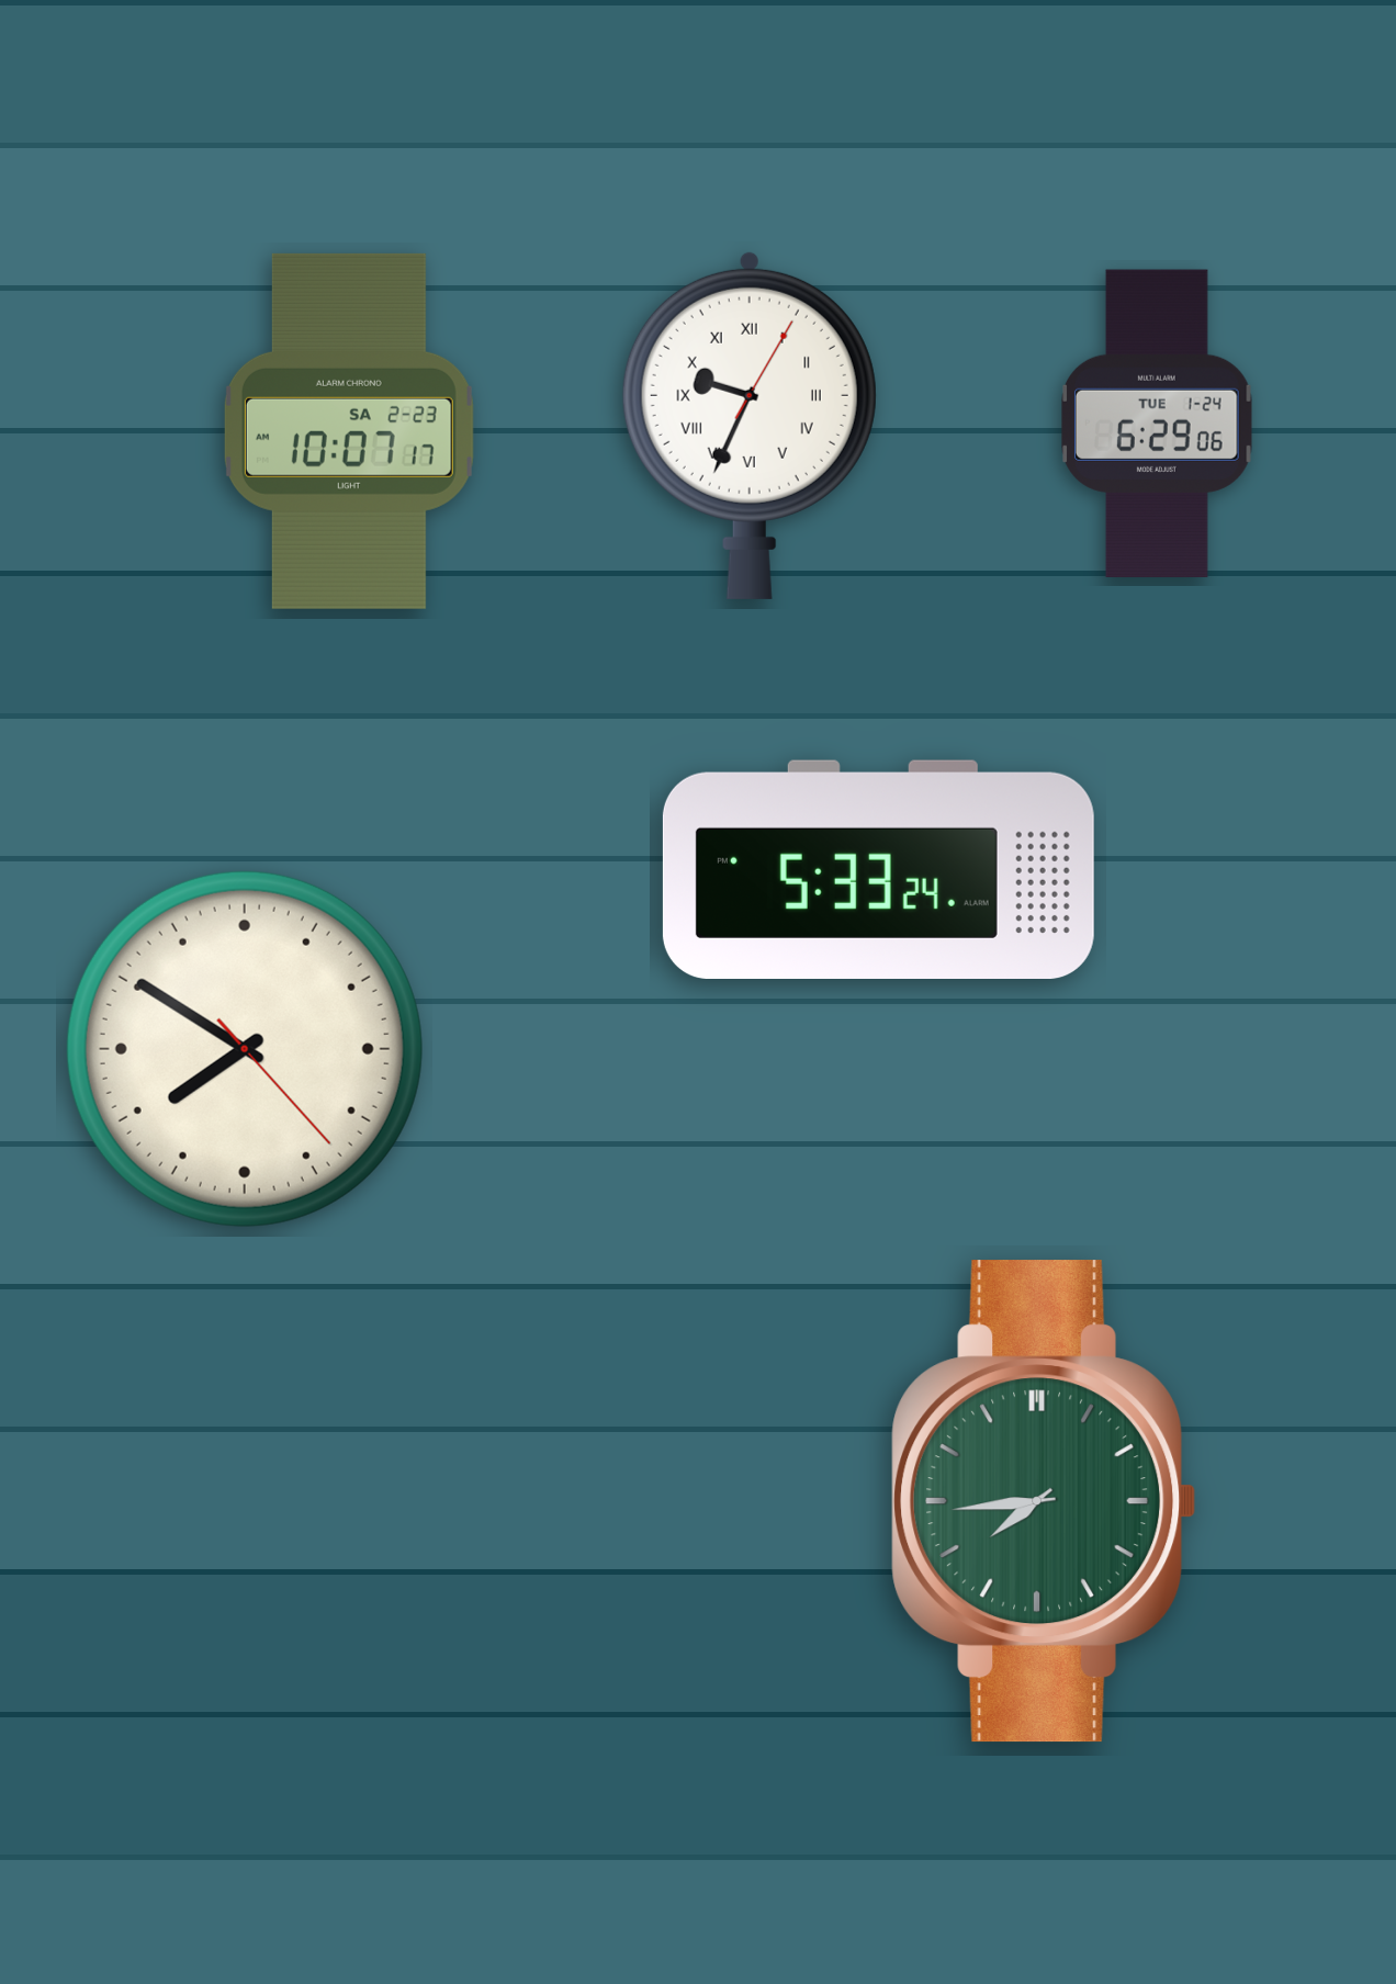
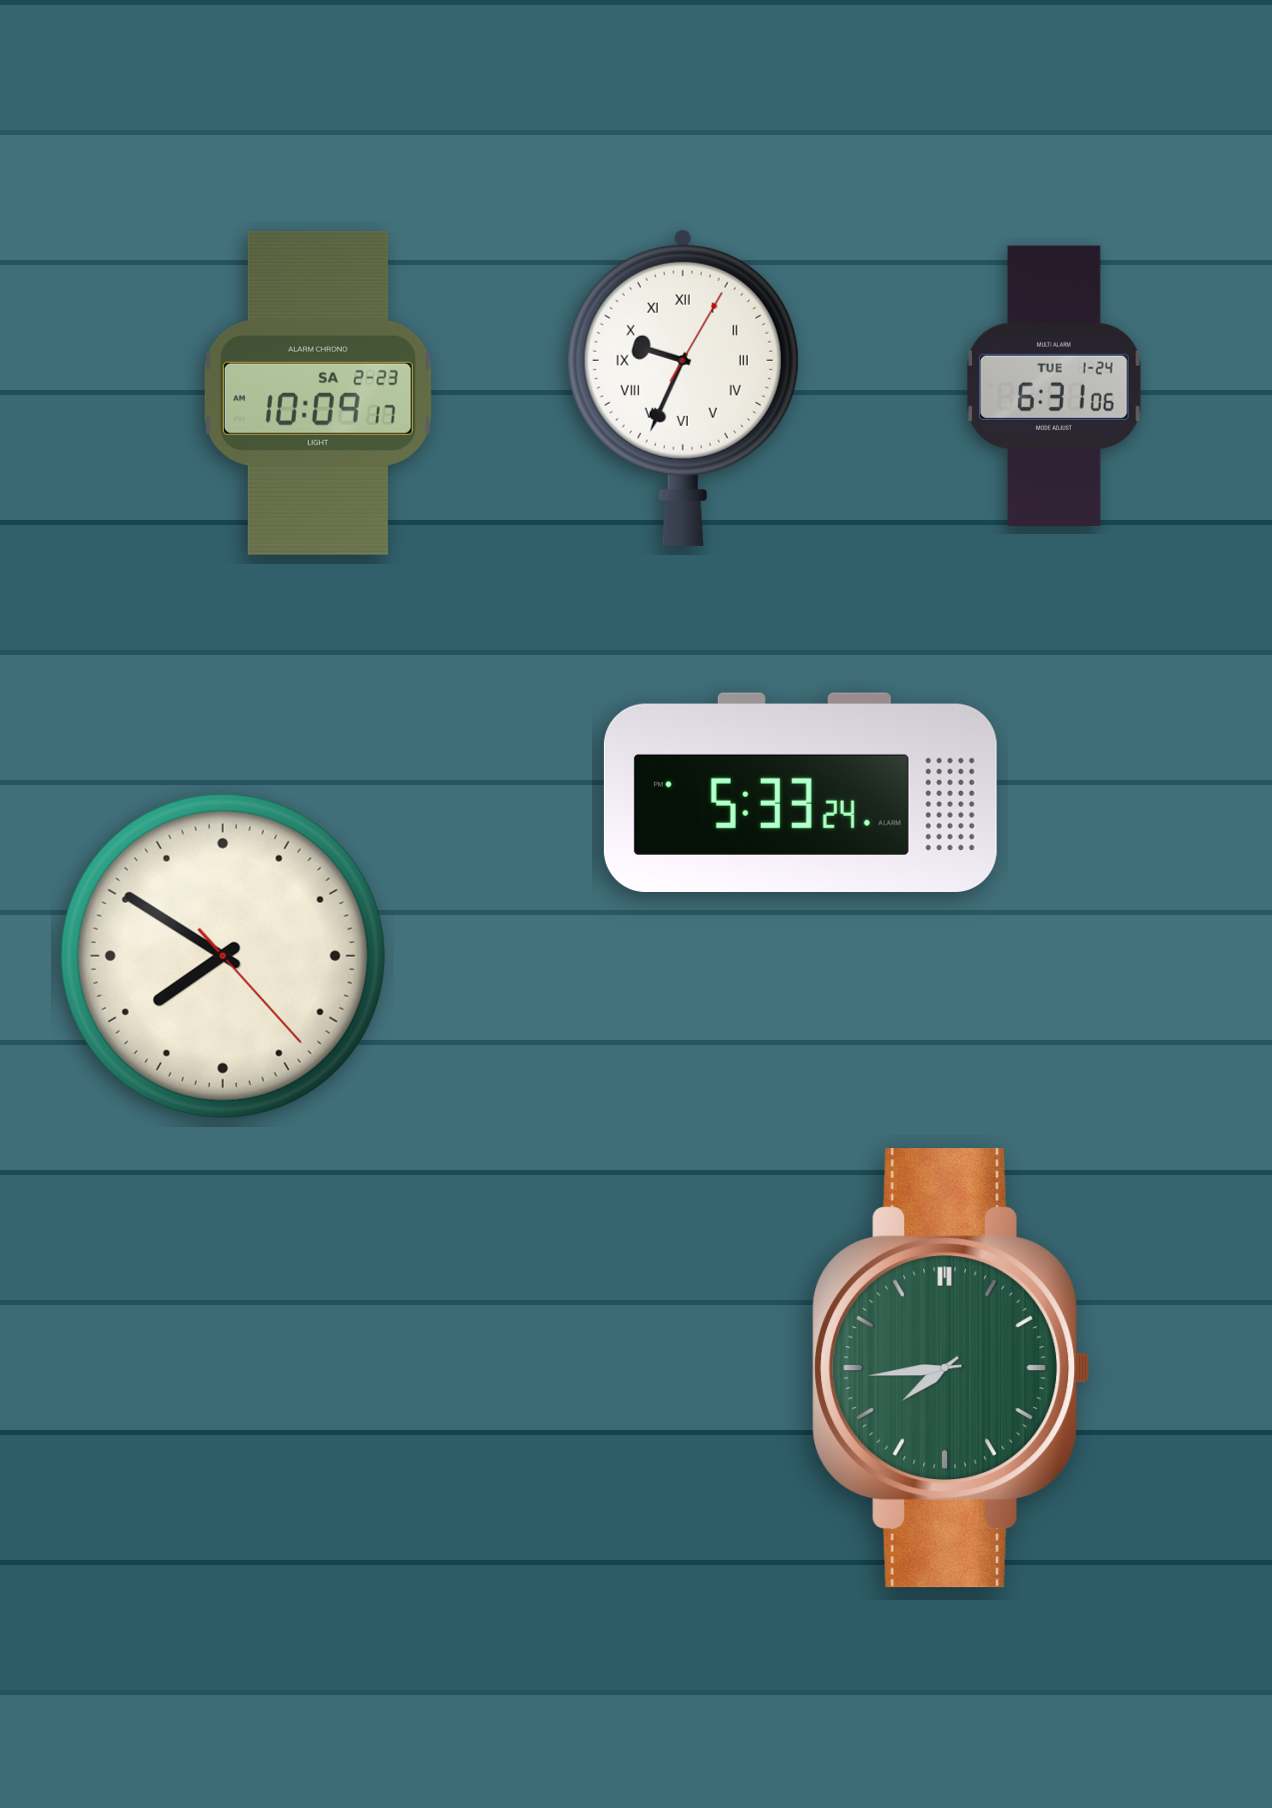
clock at (1157, 422): 6:29 -> 6:31
clock at (349, 431): 10:07 -> 10:09
